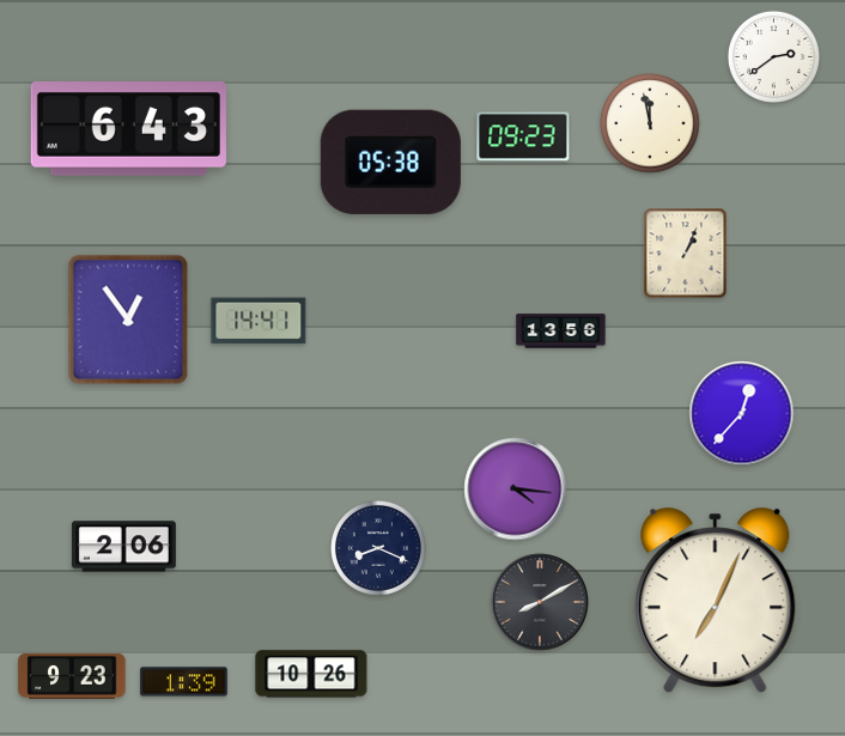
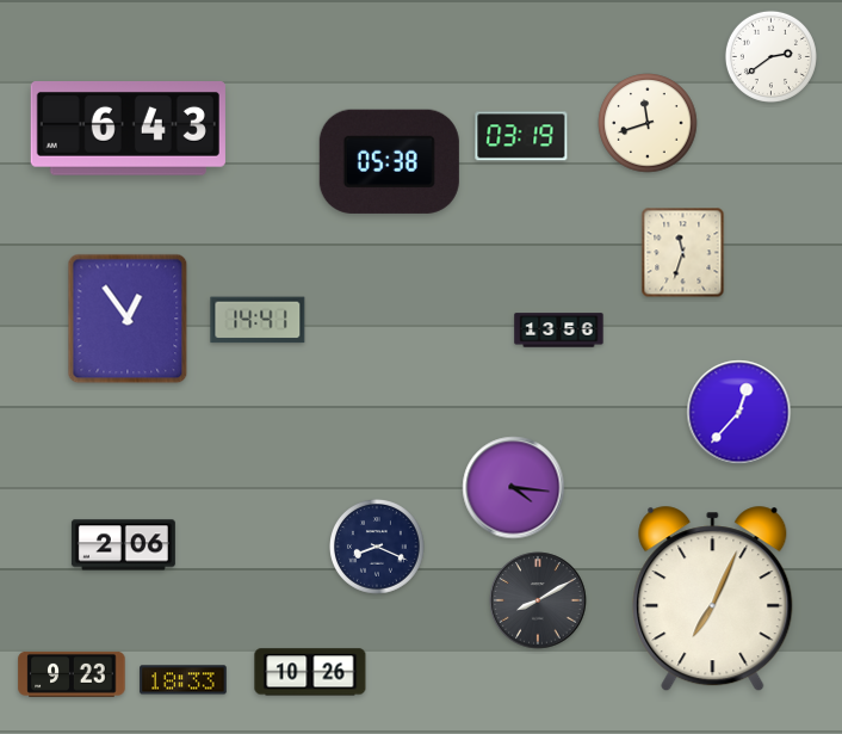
clock at (650, 123): 11:58 -> 11:42
clock at (523, 136): 09:23 -> 03:19
clock at (686, 254): 1:04 -> 11:33
clock at (184, 682): 1:39 -> 18:33
